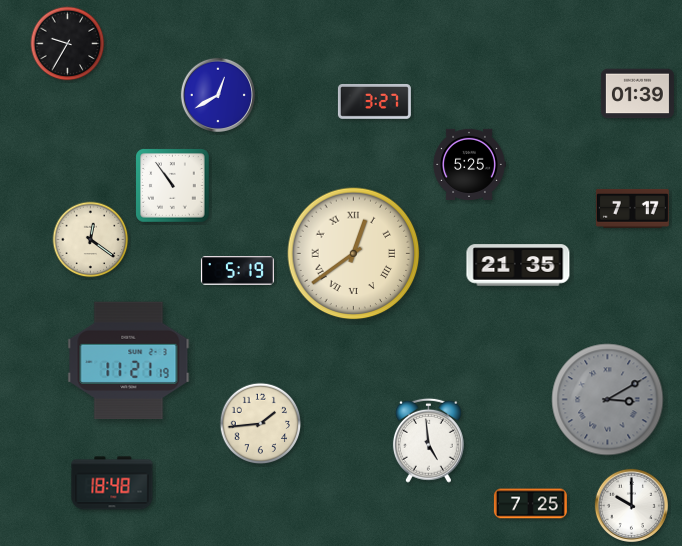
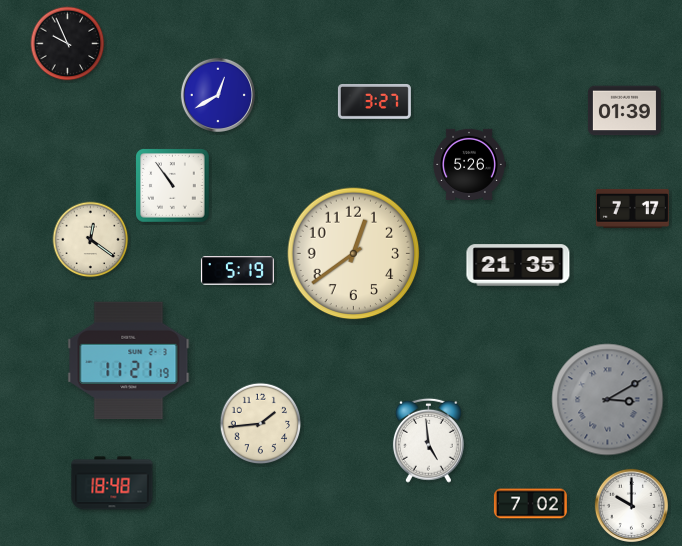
clock at (68, 44): 9:35 -> 9:56
clock at (637, 94) position: (637, 94) -> (624, 111)
clock at (469, 164): 5:25 -> 5:26
clock at (354, 254) numerals: Roman -> Arabic
clock at (530, 504): 7:25 -> 7:02
